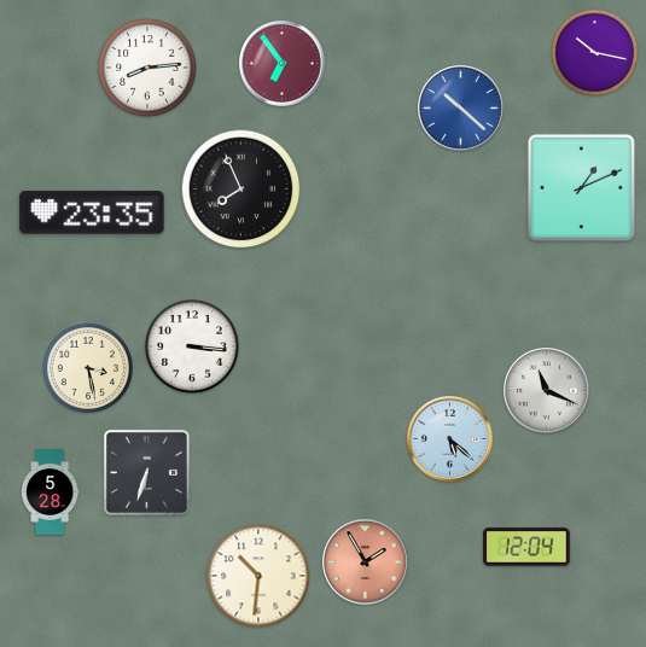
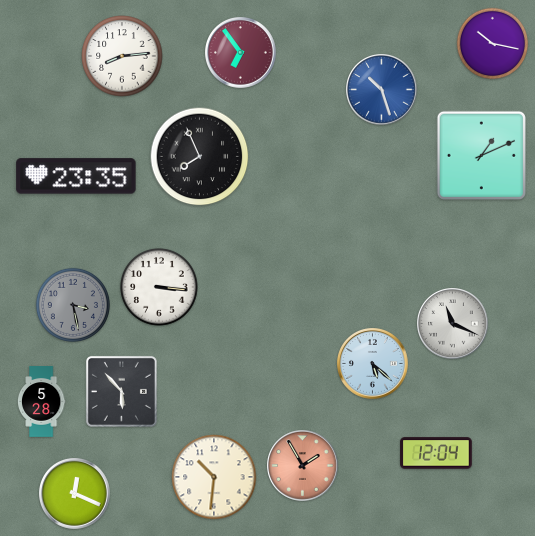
clock at (283, 64) position: (283, 64) -> (241, 53)
clock at (461, 109): 10:22 -> 10:27
clock at (88, 368) dial: cream -> grey
clock at (146, 472): 6:33 -> 5:53
clock at (50, 492) position: (50, 492) -> (41, 402)
clock at (75, 494): none -> 12:19
